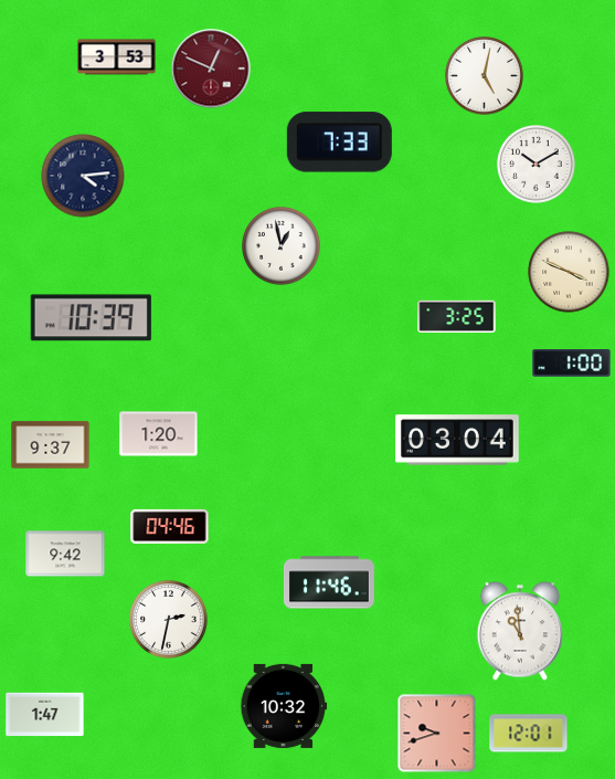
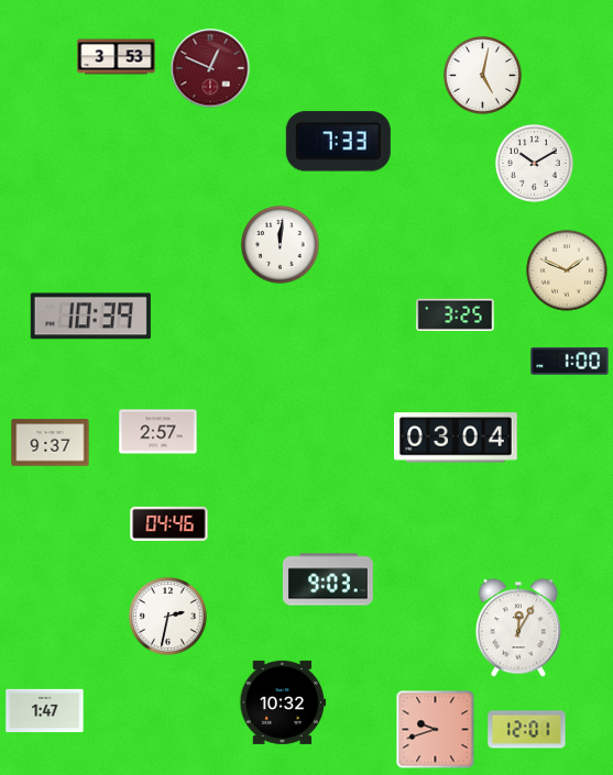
clock at (83, 176): 4:14 -> none
clock at (282, 246): 12:58 -> 12:01
clock at (569, 272): 3:49 -> 1:49
clock at (159, 434): 1:20 -> 2:57
clock at (65, 554): 9:42 -> none
clock at (329, 582): 11:46 -> 9:03
clock at (519, 631): 10:59 -> 12:05
